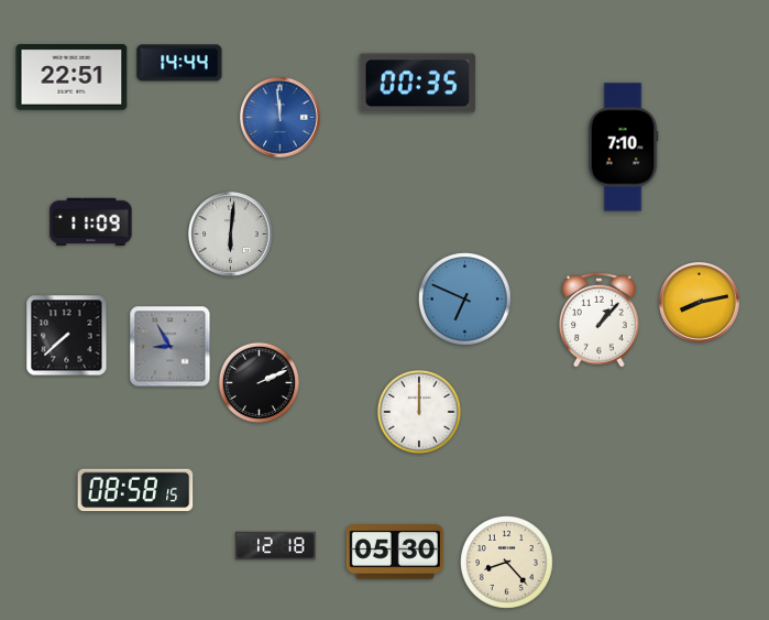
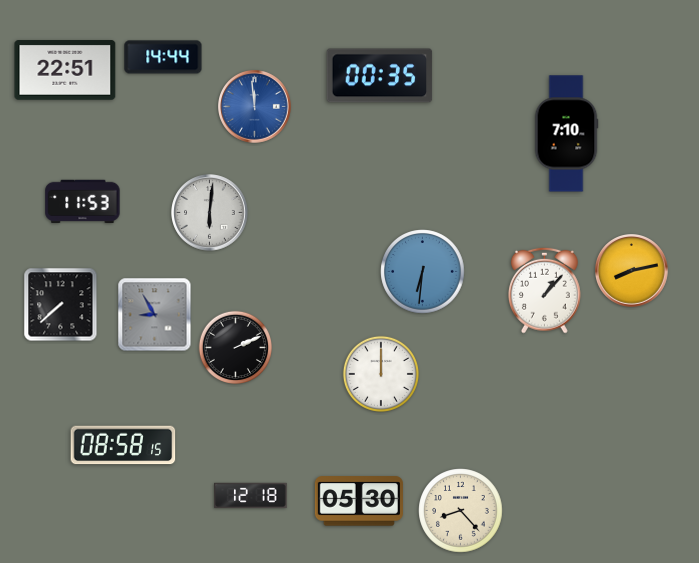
clock at (91, 221): 11:09 -> 11:53
clock at (465, 300): 6:49 -> 6:31
clock at (700, 303) position: (700, 303) -> (632, 271)
